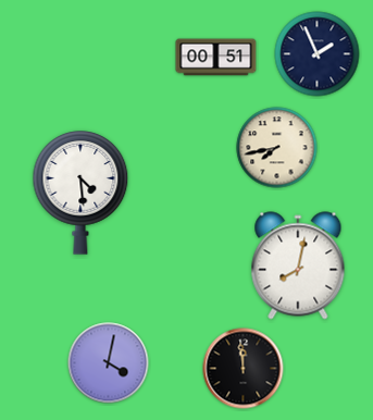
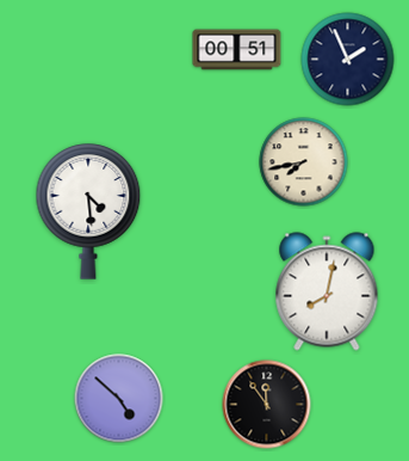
clock at (216, 58) position: (216, 58) -> (237, 50)
clock at (109, 363): 4:02 -> 4:52
clock at (244, 369): 11:59 -> 11:54
